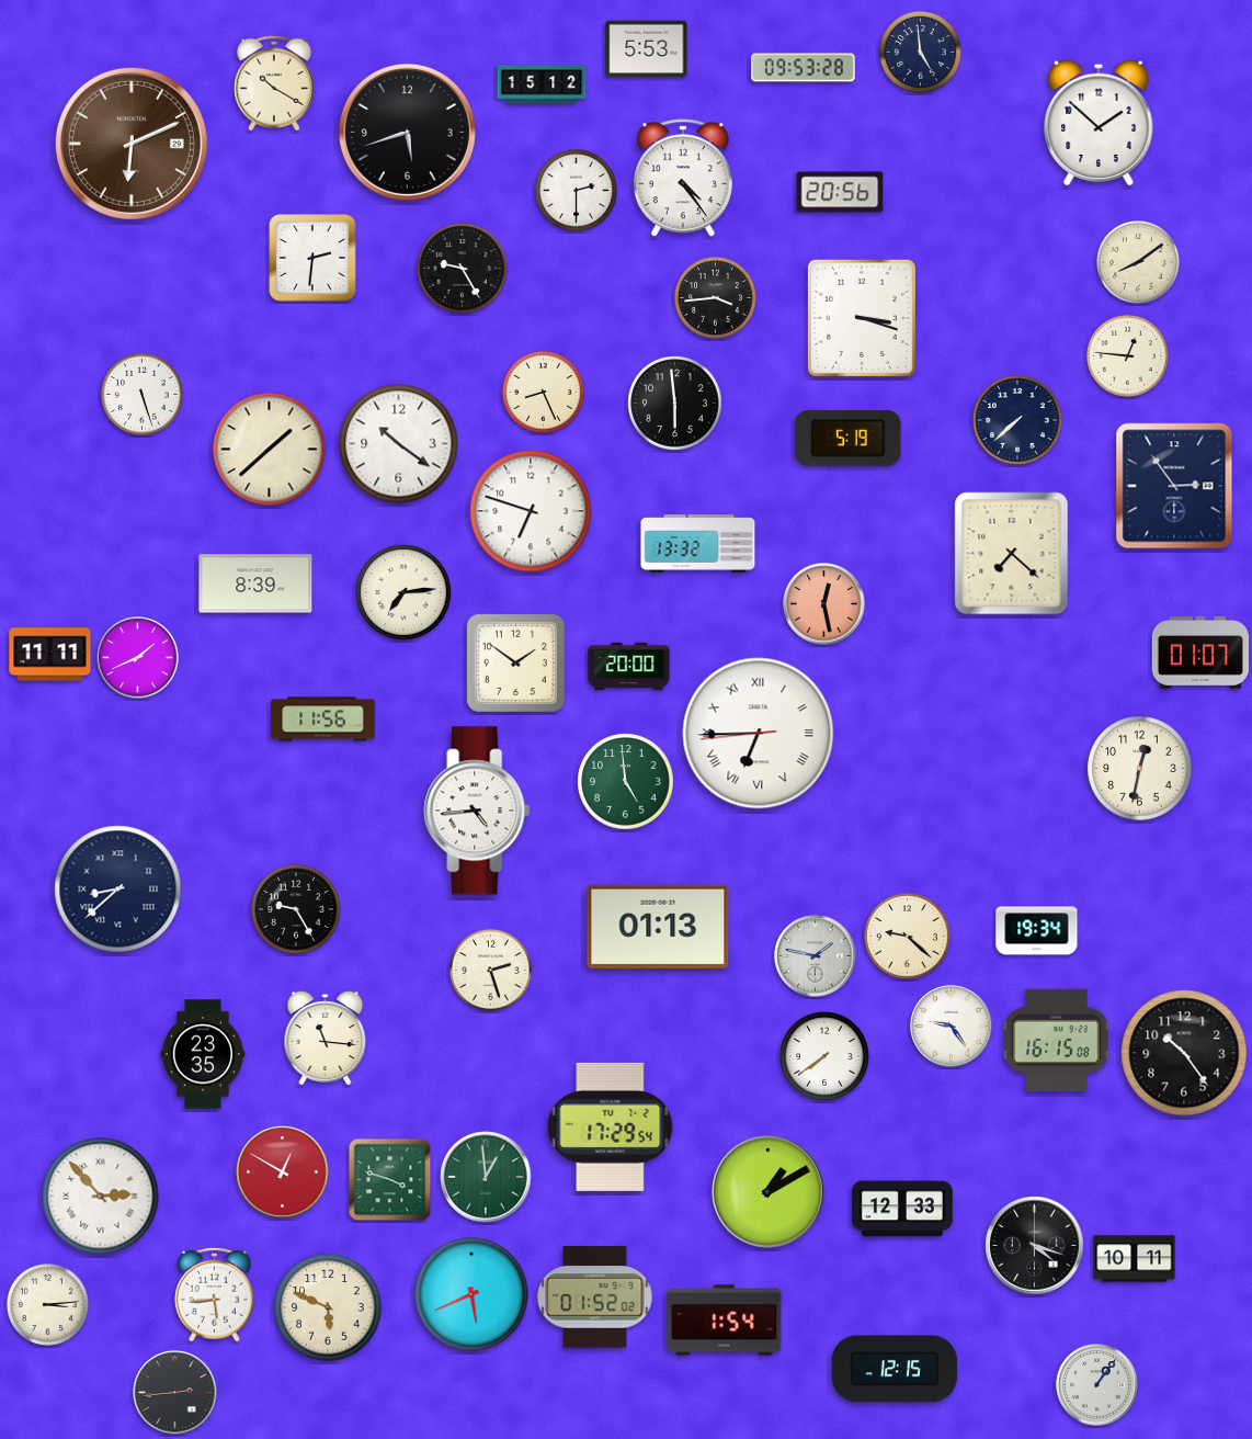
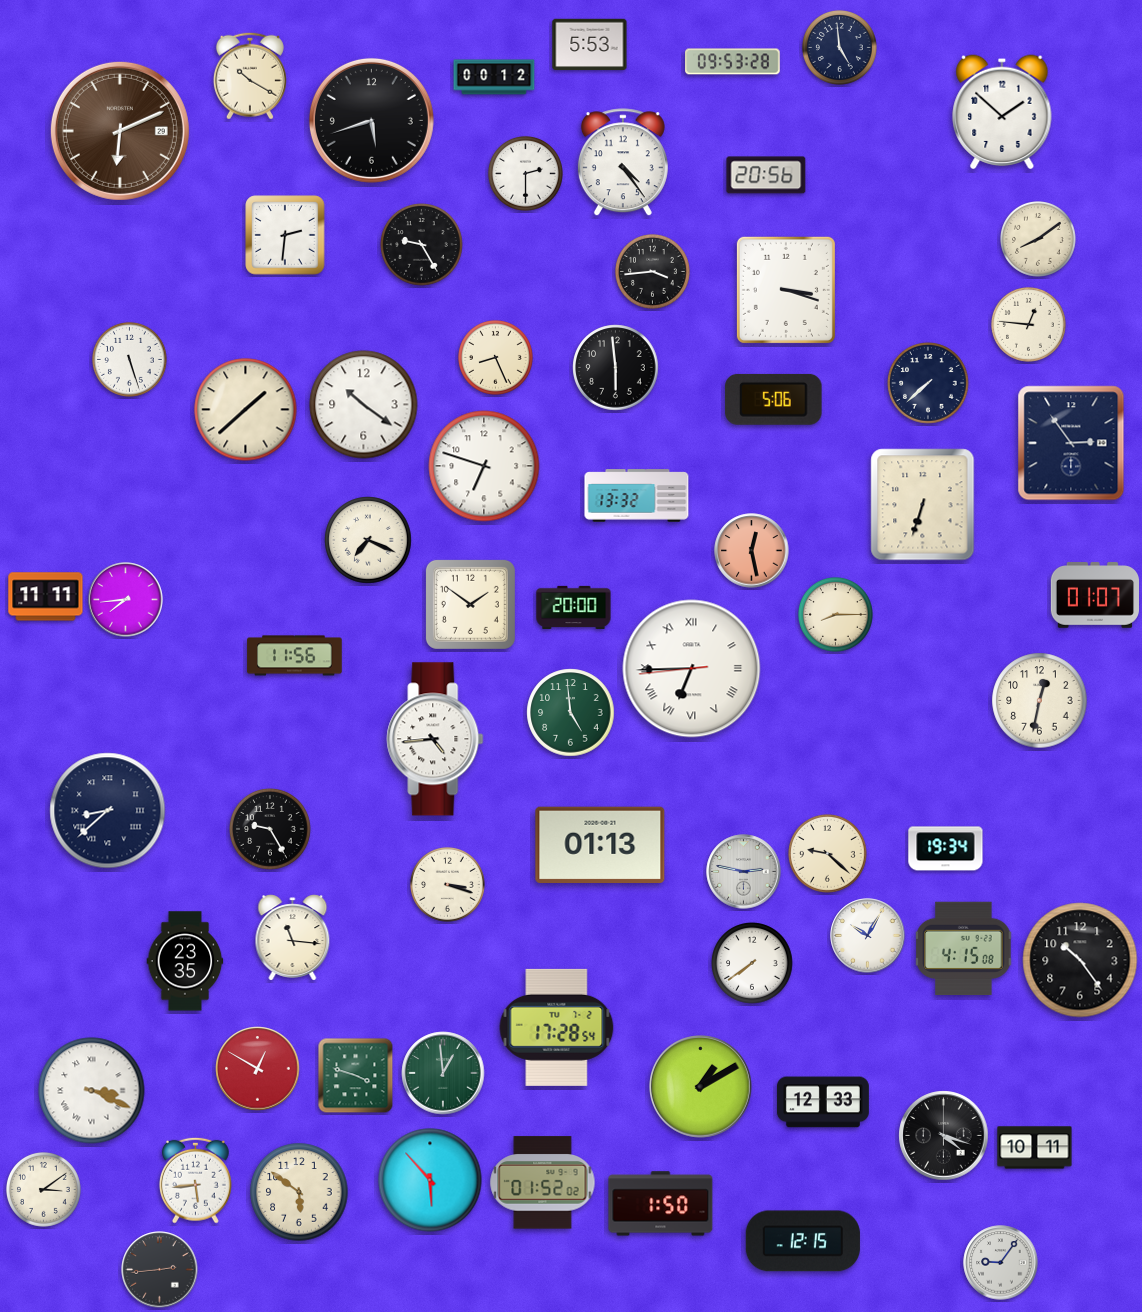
clock at (542, 84): 15:12 -> 00:12
clock at (849, 438): 5:19 -> 5:06
clock at (1012, 554): 7:22 -> 6:33
clock at (255, 583): 8:39 -> none
clock at (403, 592): 7:14 -> 7:19
clock at (138, 658): 1:41 -> 7:44
clock at (836, 615): none -> 8:15
clock at (816, 956): 1:47 -> 2:47
clock at (491, 971): 2:27 -> 3:18
clock at (952, 1027): 9:24 -> 10:05
clock at (326, 1039) position: (326, 1039) -> (293, 938)
clock at (1057, 1040): 16:15 -> 4:15
clock at (611, 1126): 17:29 -> 17:28
clock at (101, 1197): 2:53 -> 3:19
clock at (471, 1294): 5:41 -> 5:53
clock at (48, 1305): 3:14 -> 3:09
clock at (328, 1307): 5:49 -> 5:51
clock at (725, 1321): 1:54 -> 1:50
clock at (895, 1369) position: (895, 1369) -> (803, 1241)
clock at (1097, 1385): 1:06 -> 9:06
